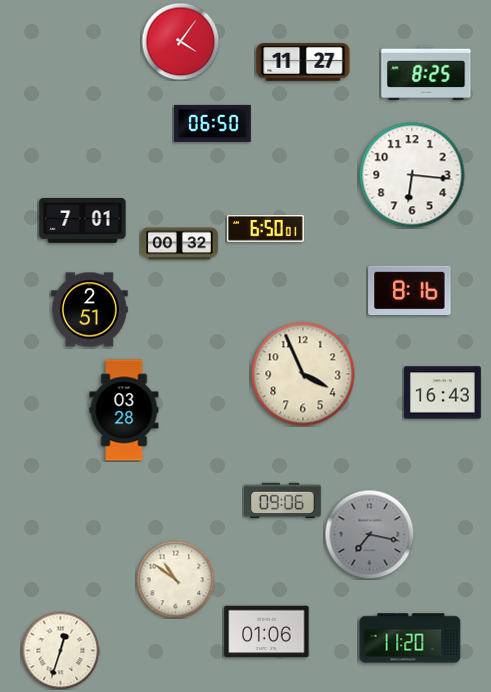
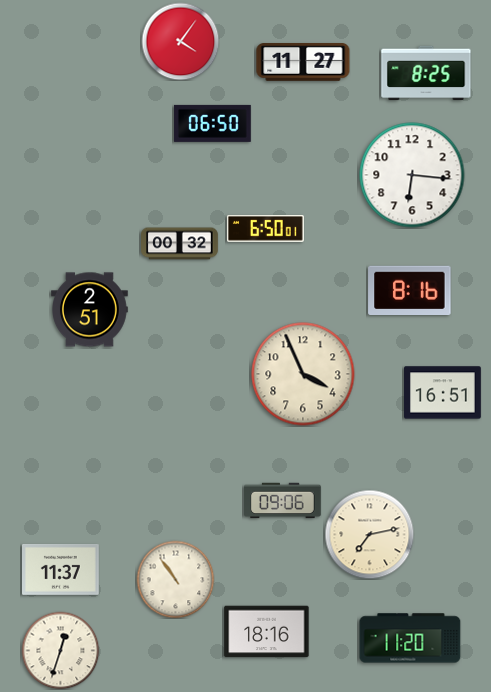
clock at (83, 221): 7:01 -> none
clock at (443, 393): 16:43 -> 16:51
clock at (124, 410): 03:28 -> none
clock at (369, 534): 7:17 -> 7:13
clock at (369, 534) dial: grey -> cream
clock at (61, 569): none -> 11:37
clock at (175, 579): 10:51 -> 10:54
clock at (267, 632): 01:06 -> 18:16
